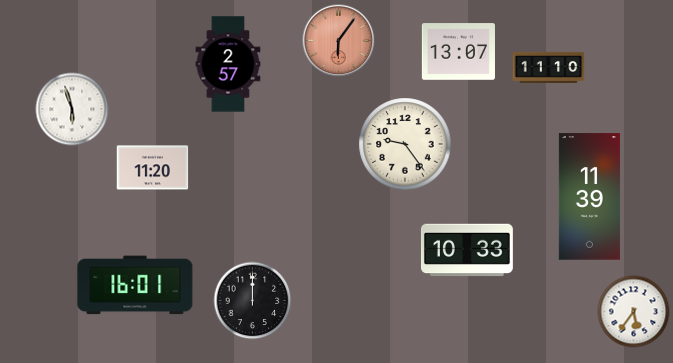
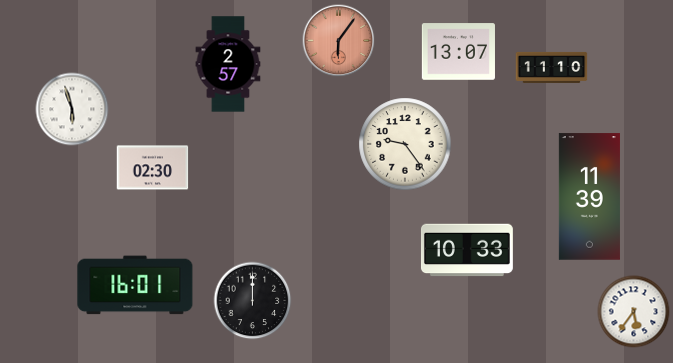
clock at (549, 67) position: (549, 67) -> (552, 67)
clock at (153, 168): 11:20 -> 02:30
